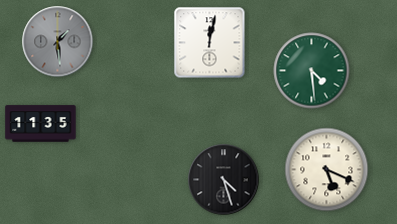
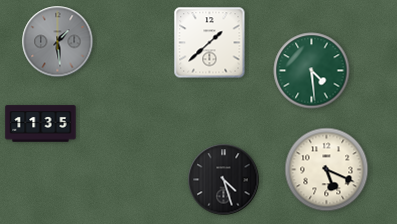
clock at (210, 43): 12:02 -> 1:38
